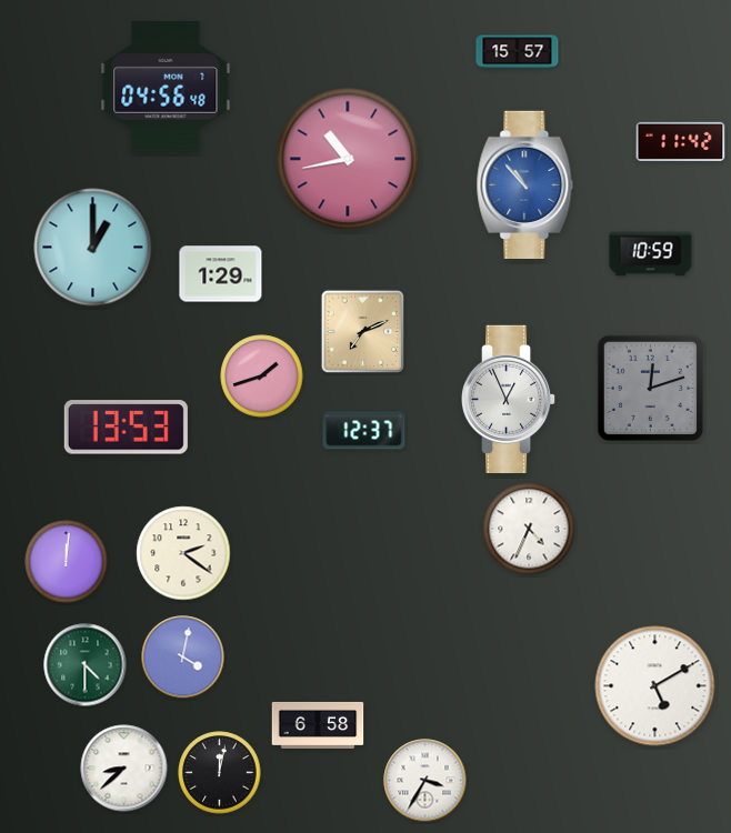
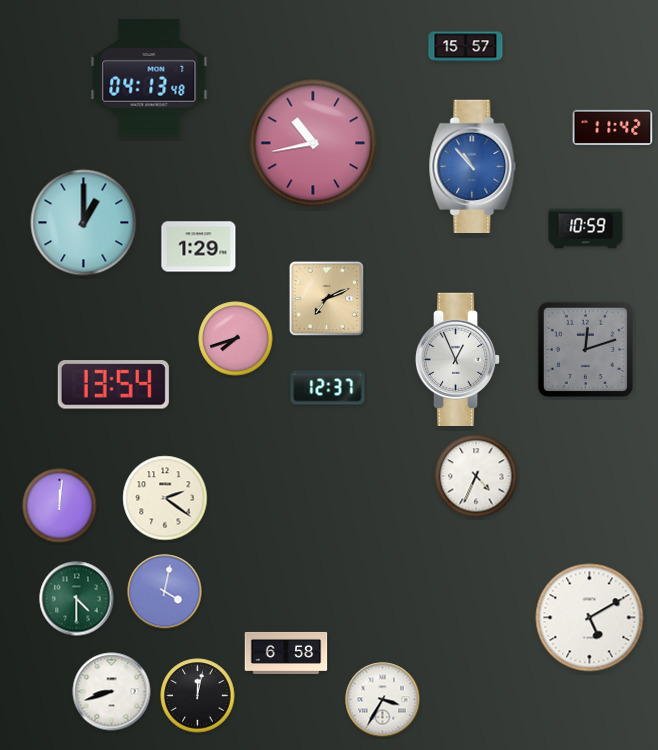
clock at (166, 87): 04:56 -> 04:13
clock at (262, 377): 1:42 -> 7:42
clock at (126, 428): 13:53 -> 13:54
clock at (124, 769): 8:38 -> 8:42
clock at (425, 781) position: (425, 781) -> (383, 700)
